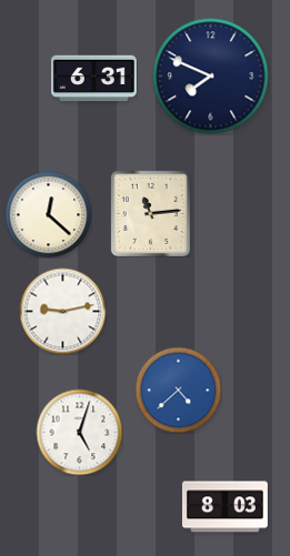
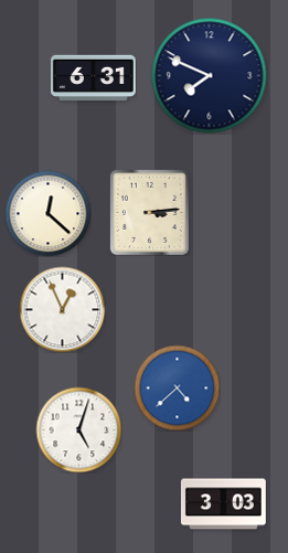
clock at (150, 213): 11:14 -> 3:14
clock at (62, 311): 9:13 -> 12:56
clock at (224, 507): 8:03 -> 3:03
